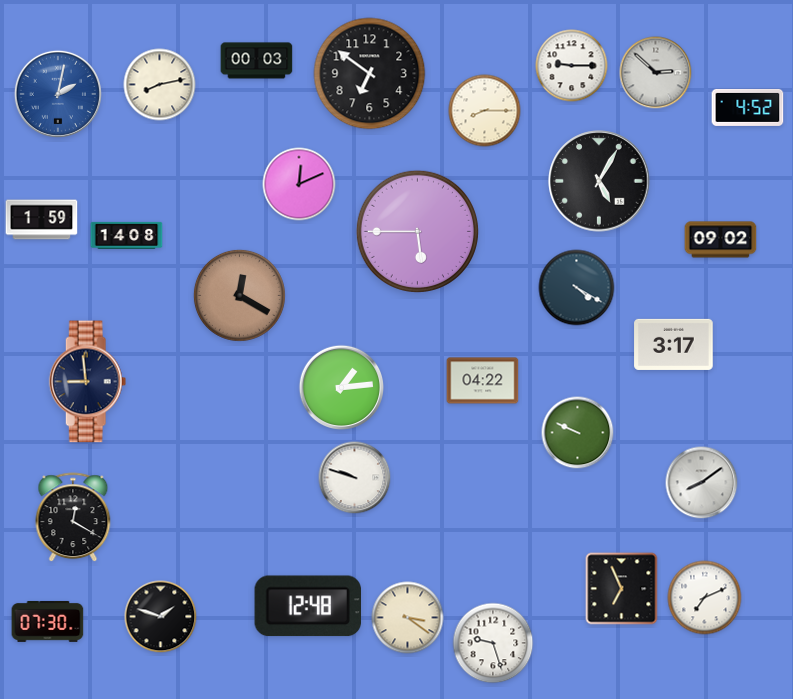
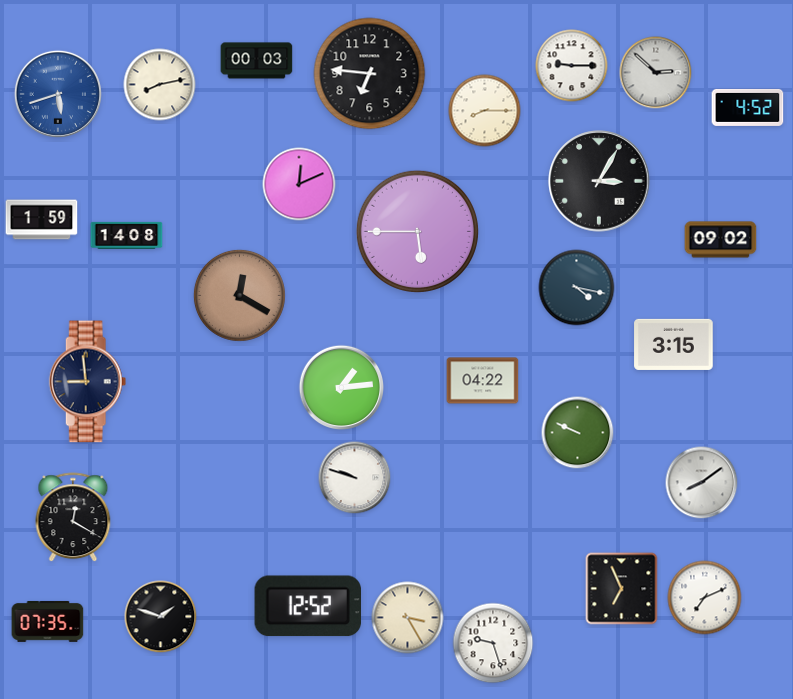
clock at (370, 74): 6:51 -> 6:46
clock at (58, 94): 2:02 -> 5:42
clock at (599, 181): 5:05 -> 3:05
clock at (577, 288): 4:20 -> 4:17
clock at (674, 344): 3:17 -> 3:15
clock at (307, 606): 12:48 -> 12:52
clock at (408, 618): 3:21 -> 3:25
clock at (48, 621): 07:30 -> 07:35
